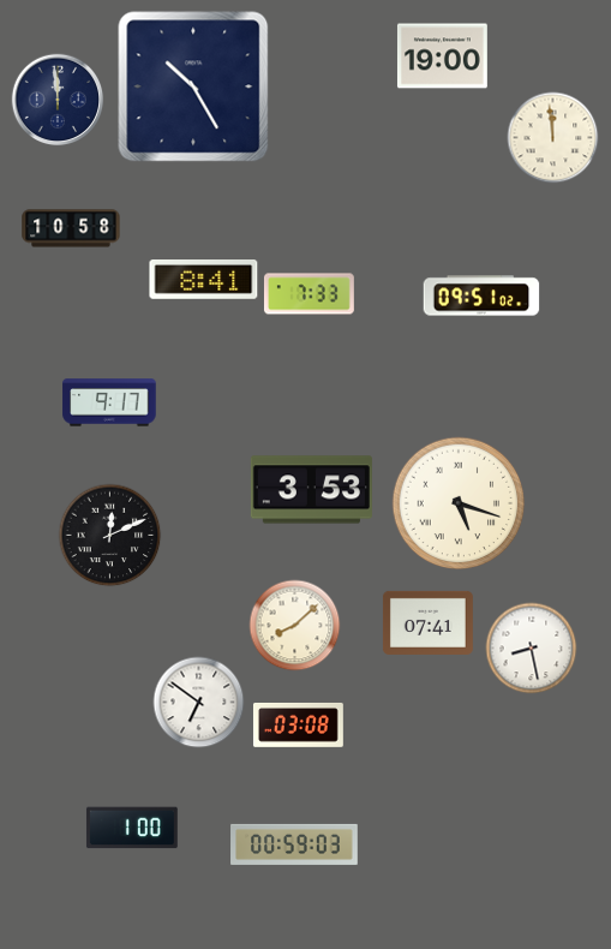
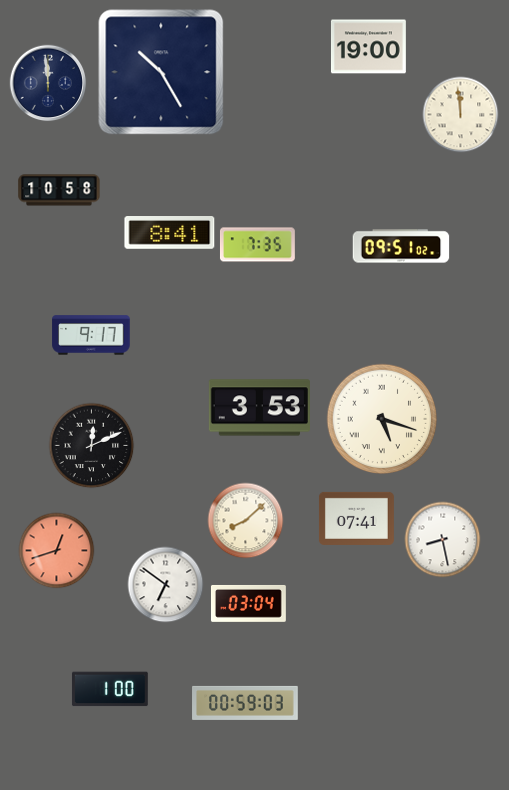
clock at (309, 294): 7:33 -> 7:35
clock at (57, 551): none -> 12:42
clock at (298, 724): 03:08 -> 03:04
